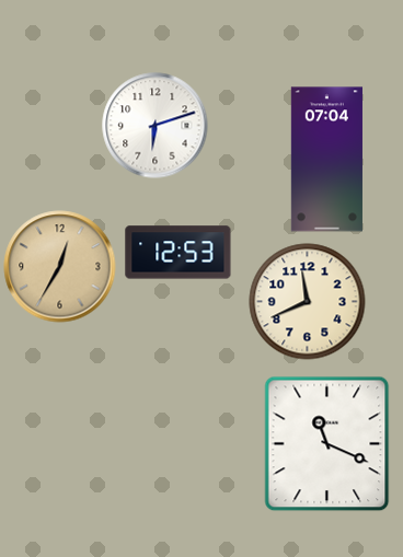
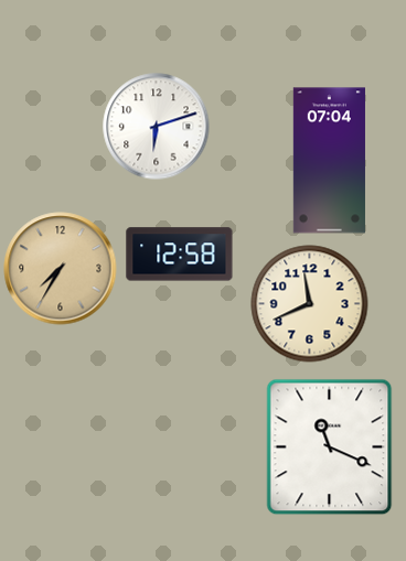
clock at (179, 253): 12:53 -> 12:58
clock at (60, 267): 12:35 -> 7:35
